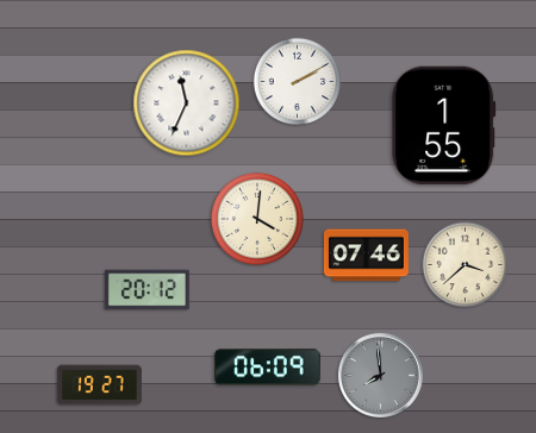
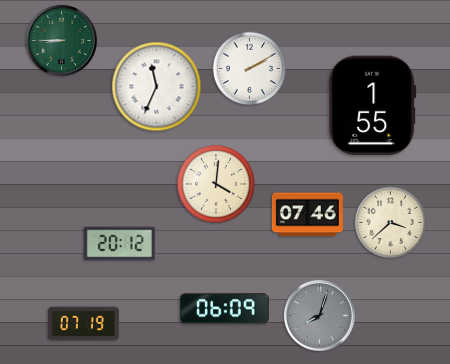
clock at (61, 40): none -> 8:45
clock at (147, 290) position: (147, 290) -> (119, 244)
clock at (380, 375): 7:59 -> 8:03
clock at (99, 385): 19:27 -> 07:19
